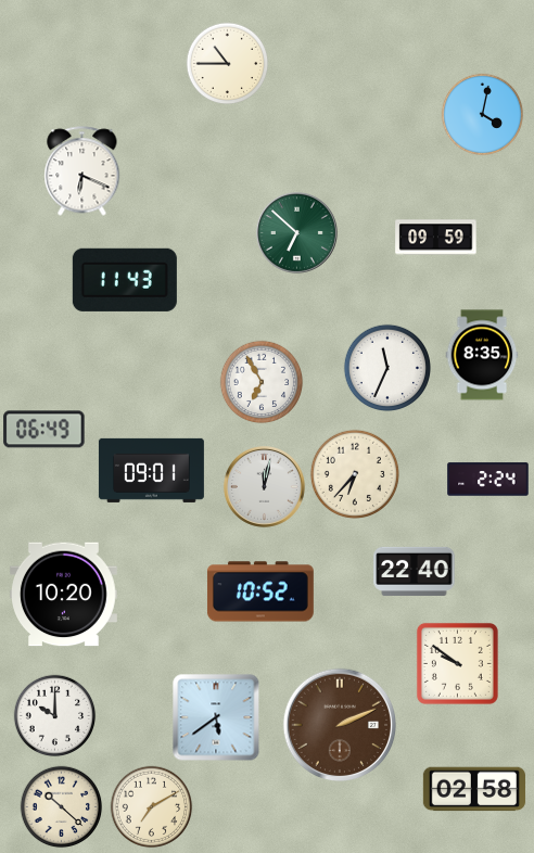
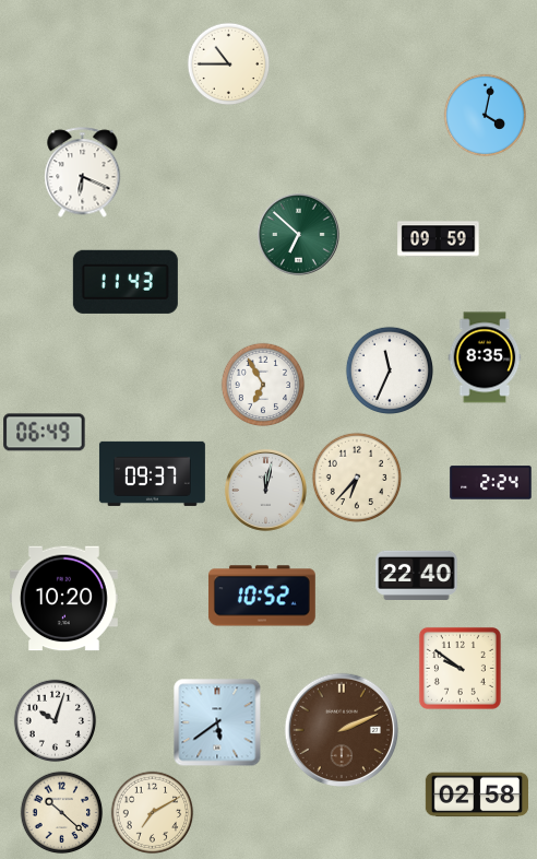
clock at (151, 470): 09:01 -> 09:37
clock at (55, 716): 10:00 -> 10:03
